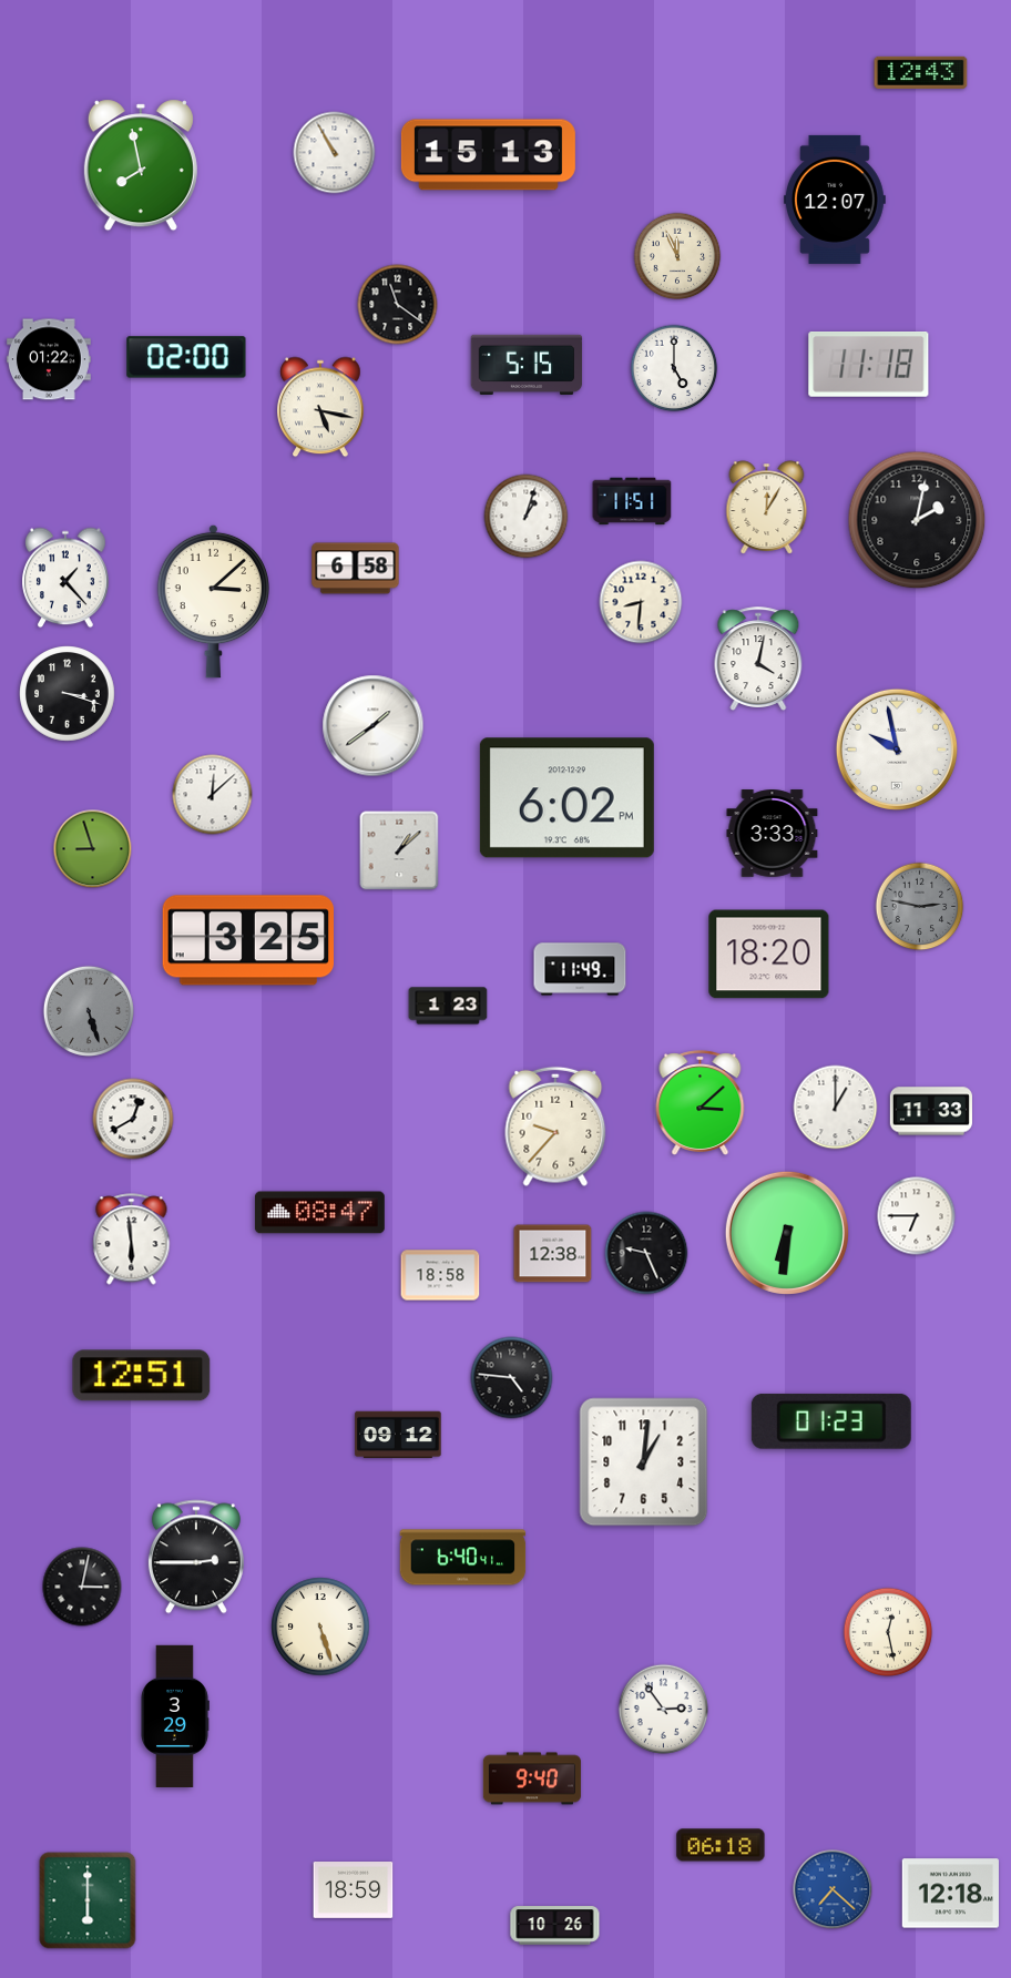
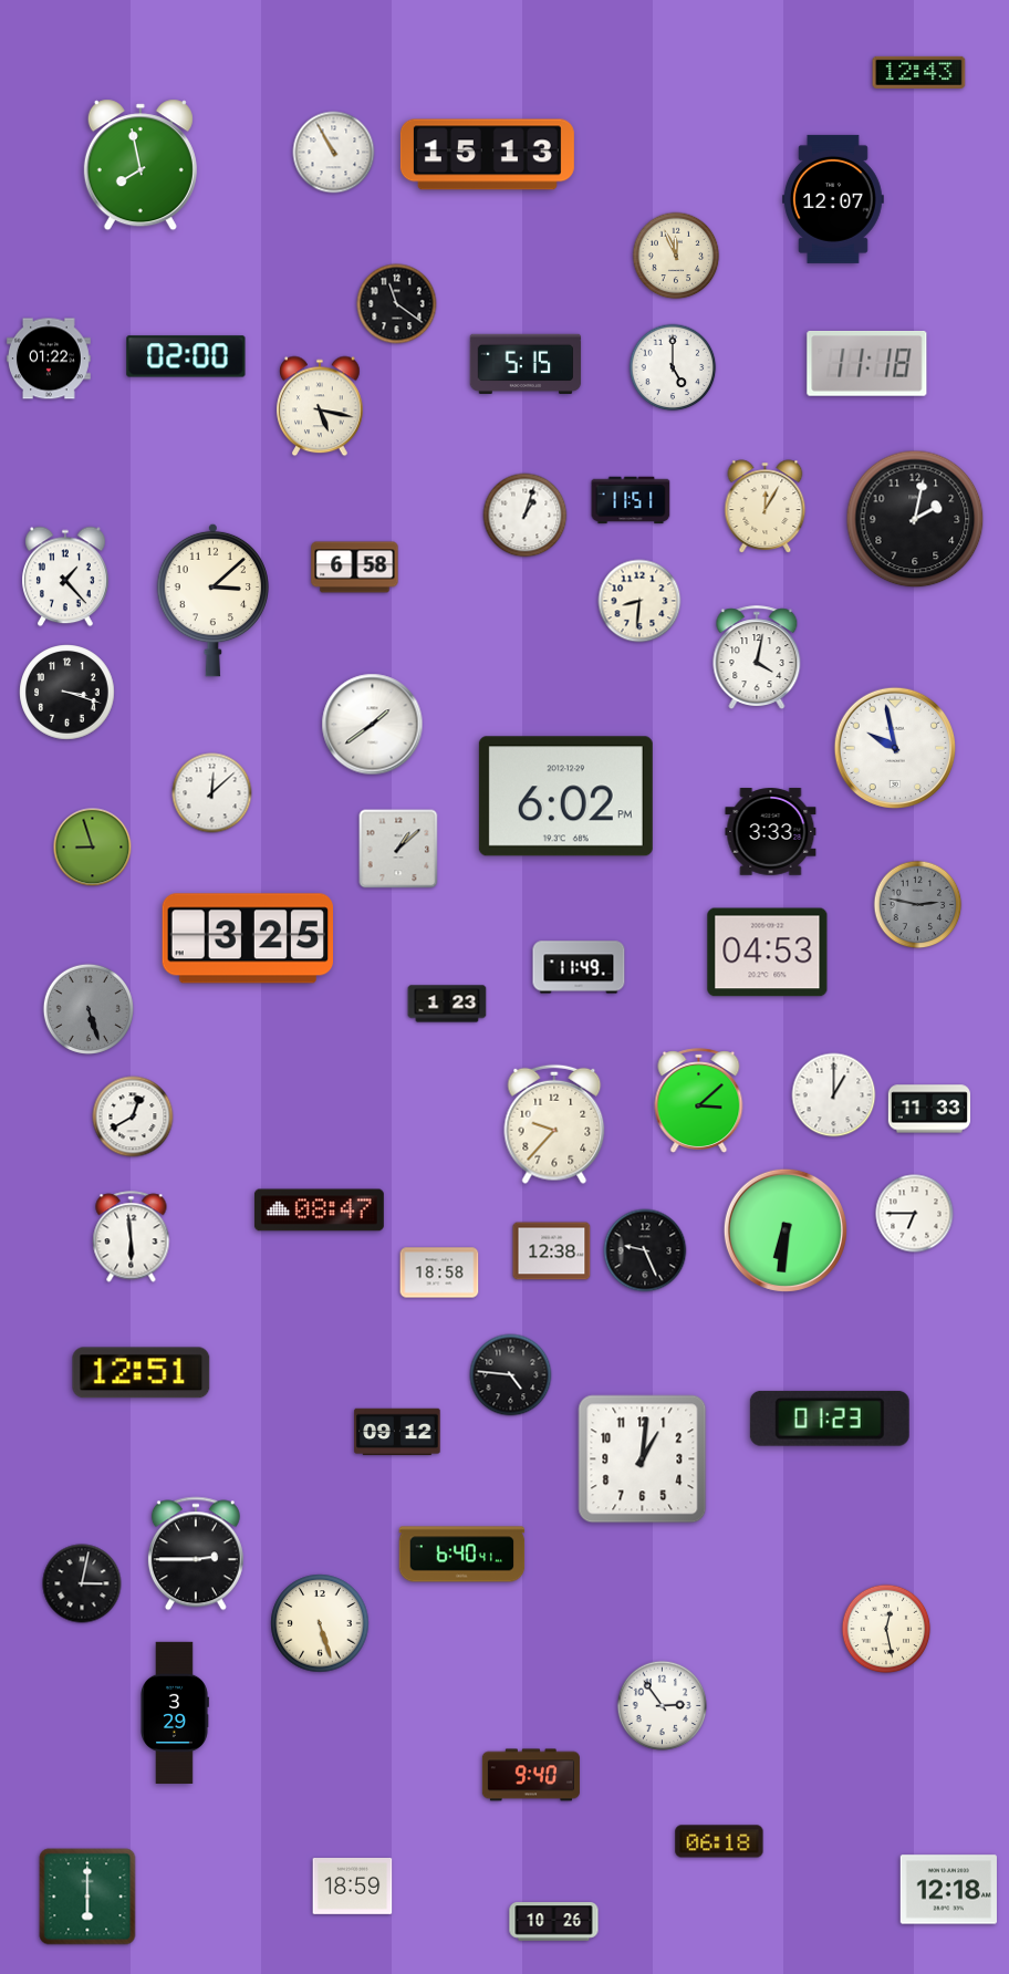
clock at (769, 955): 18:20 -> 04:53
clock at (836, 1108) position: (836, 1108) -> (834, 1095)
clock at (833, 1889): 7:22 -> none
